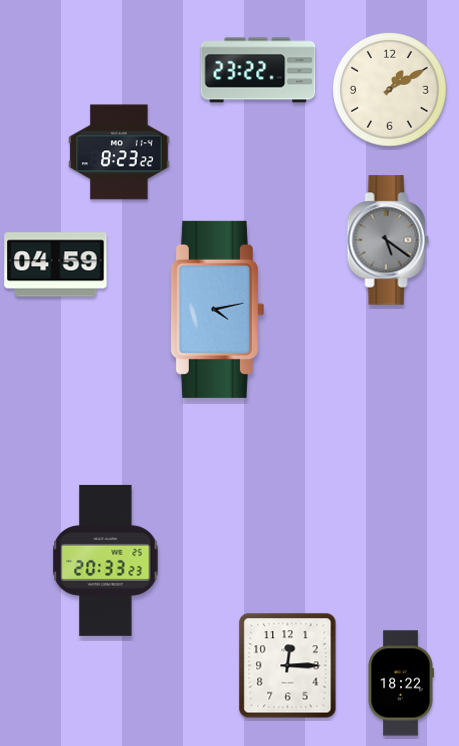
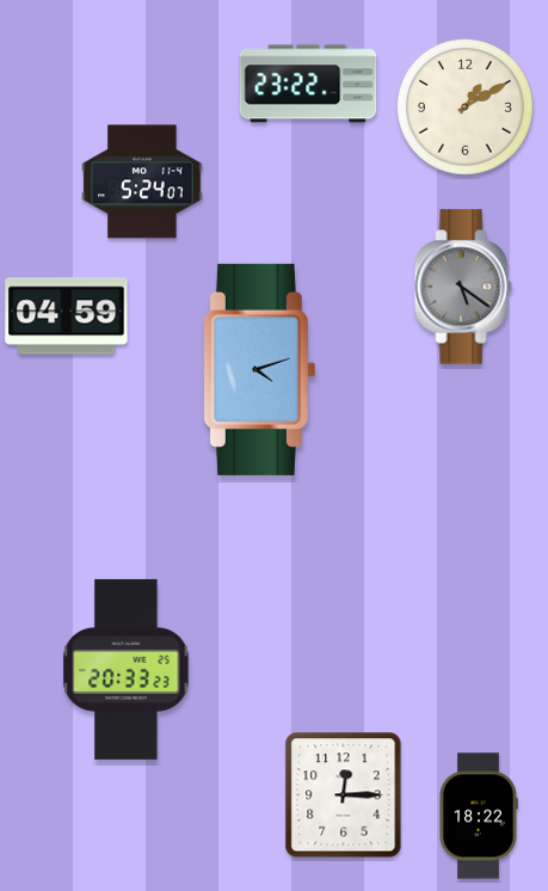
clock at (119, 152): 8:23 -> 5:24
clock at (217, 309): 4:13 -> 4:12
